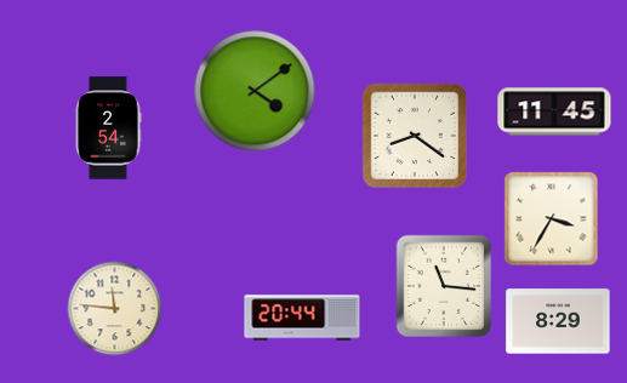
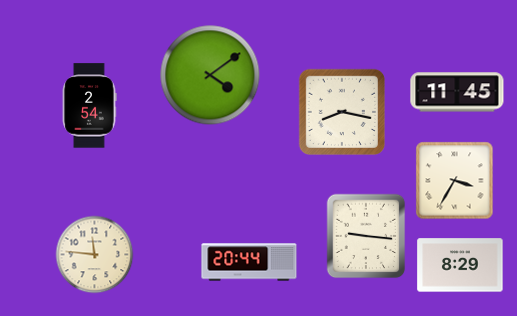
clock at (414, 135): 8:21 -> 8:17
clock at (444, 286): 11:16 -> 9:16
